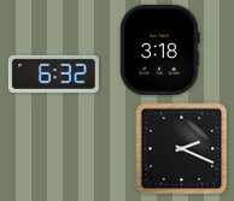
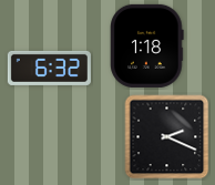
clock at (160, 49): 3:18 -> 1:18
